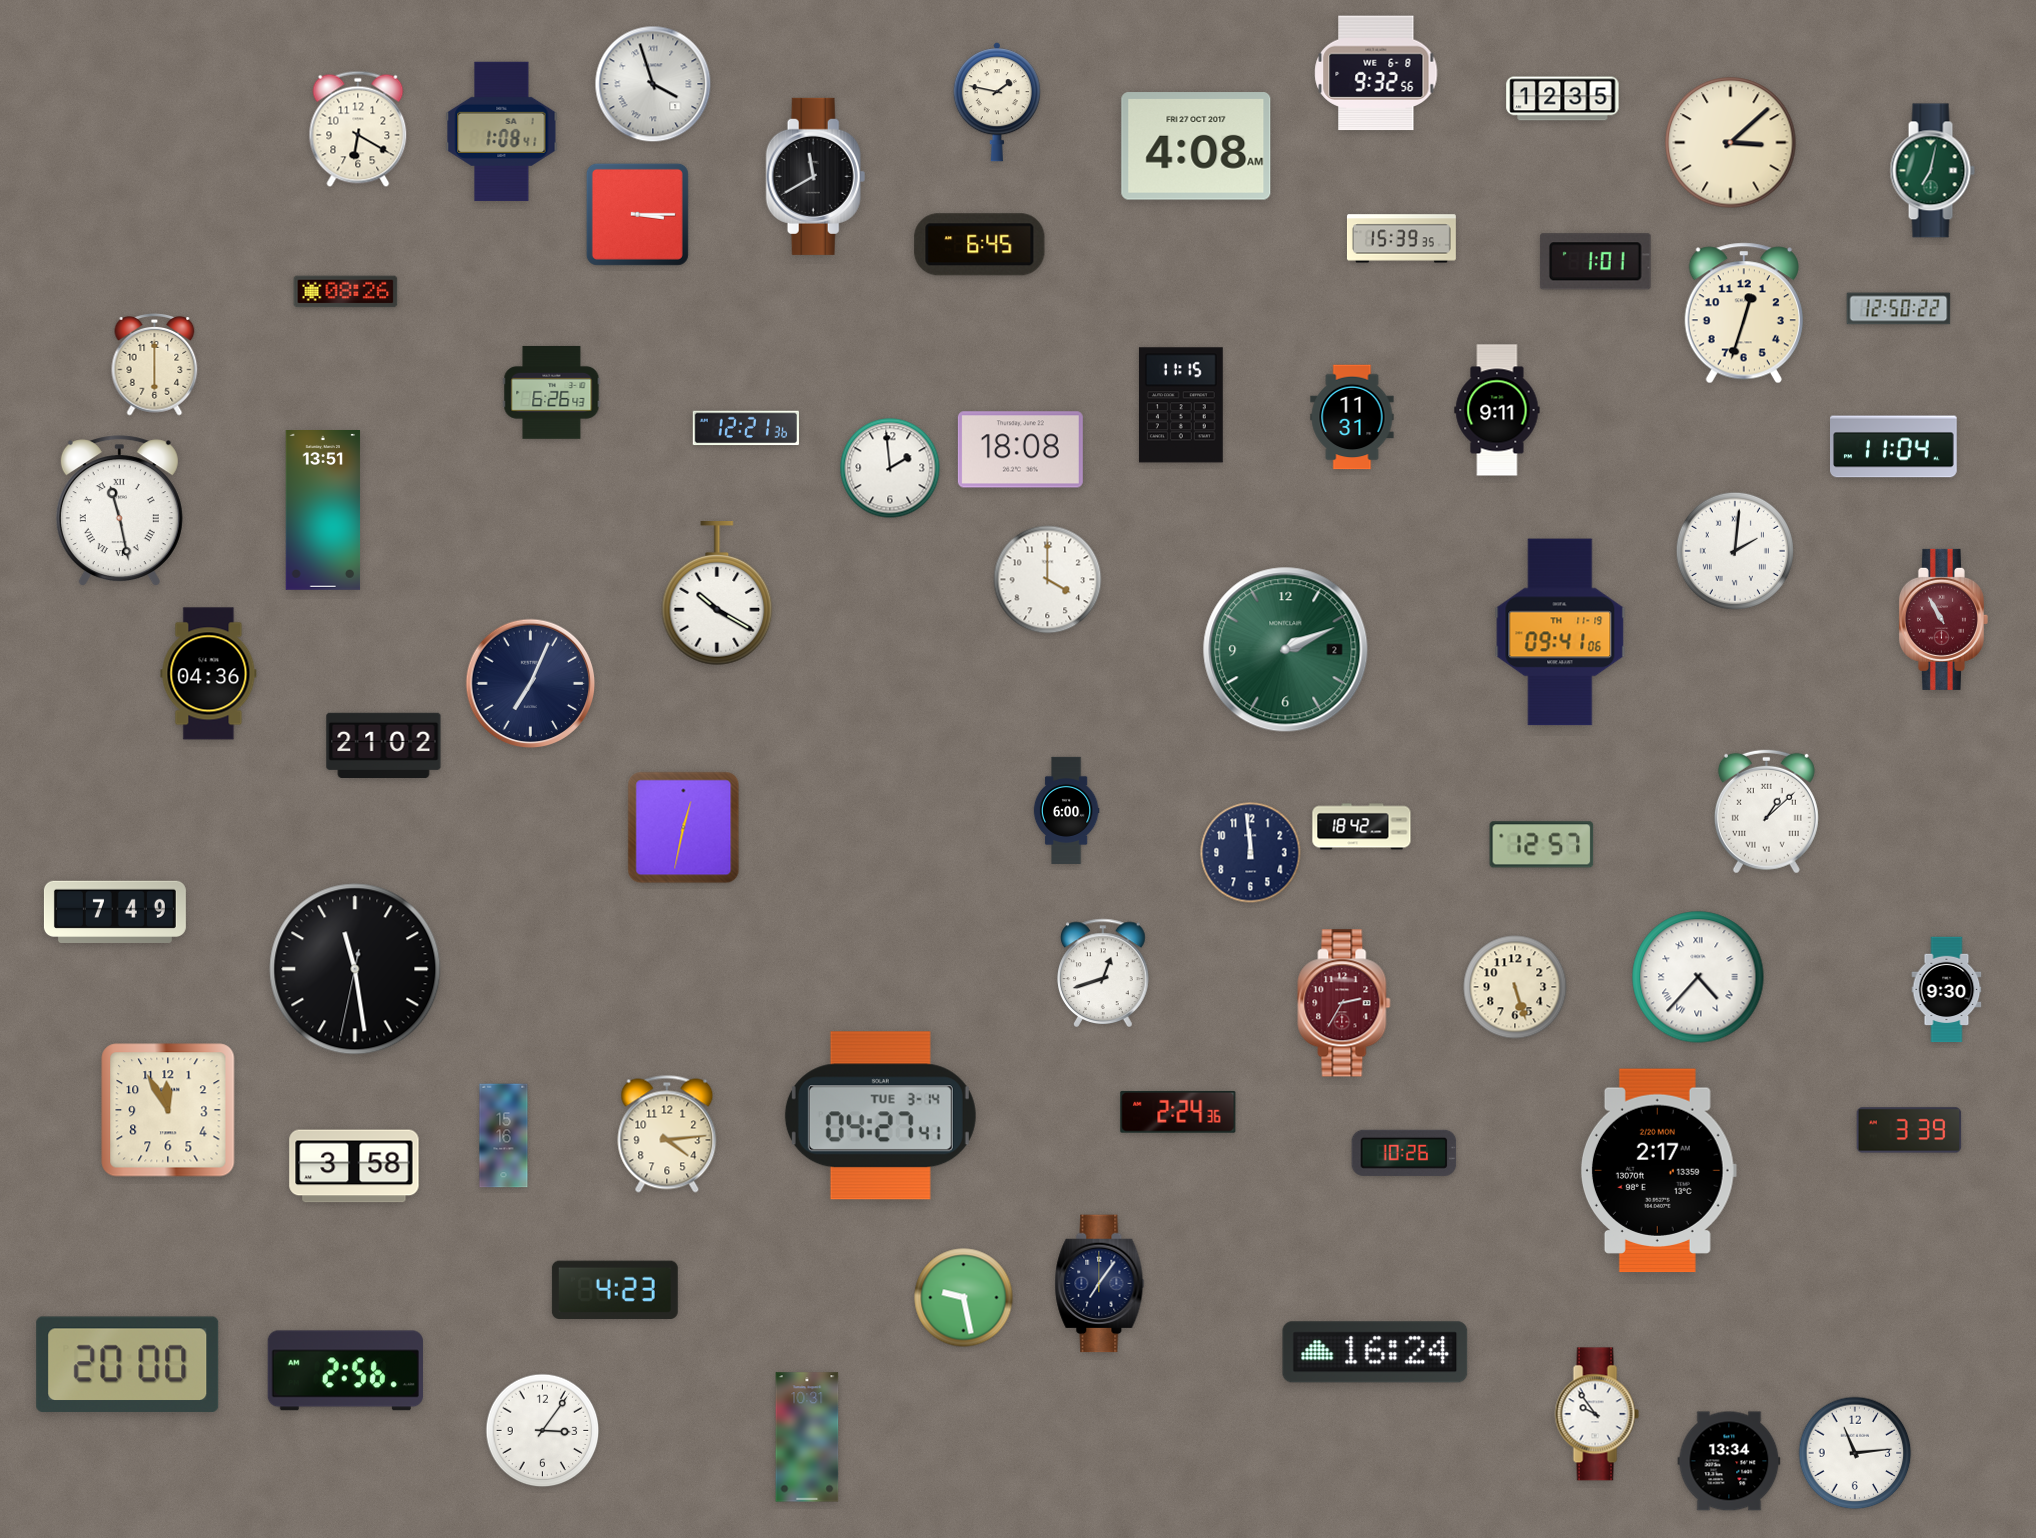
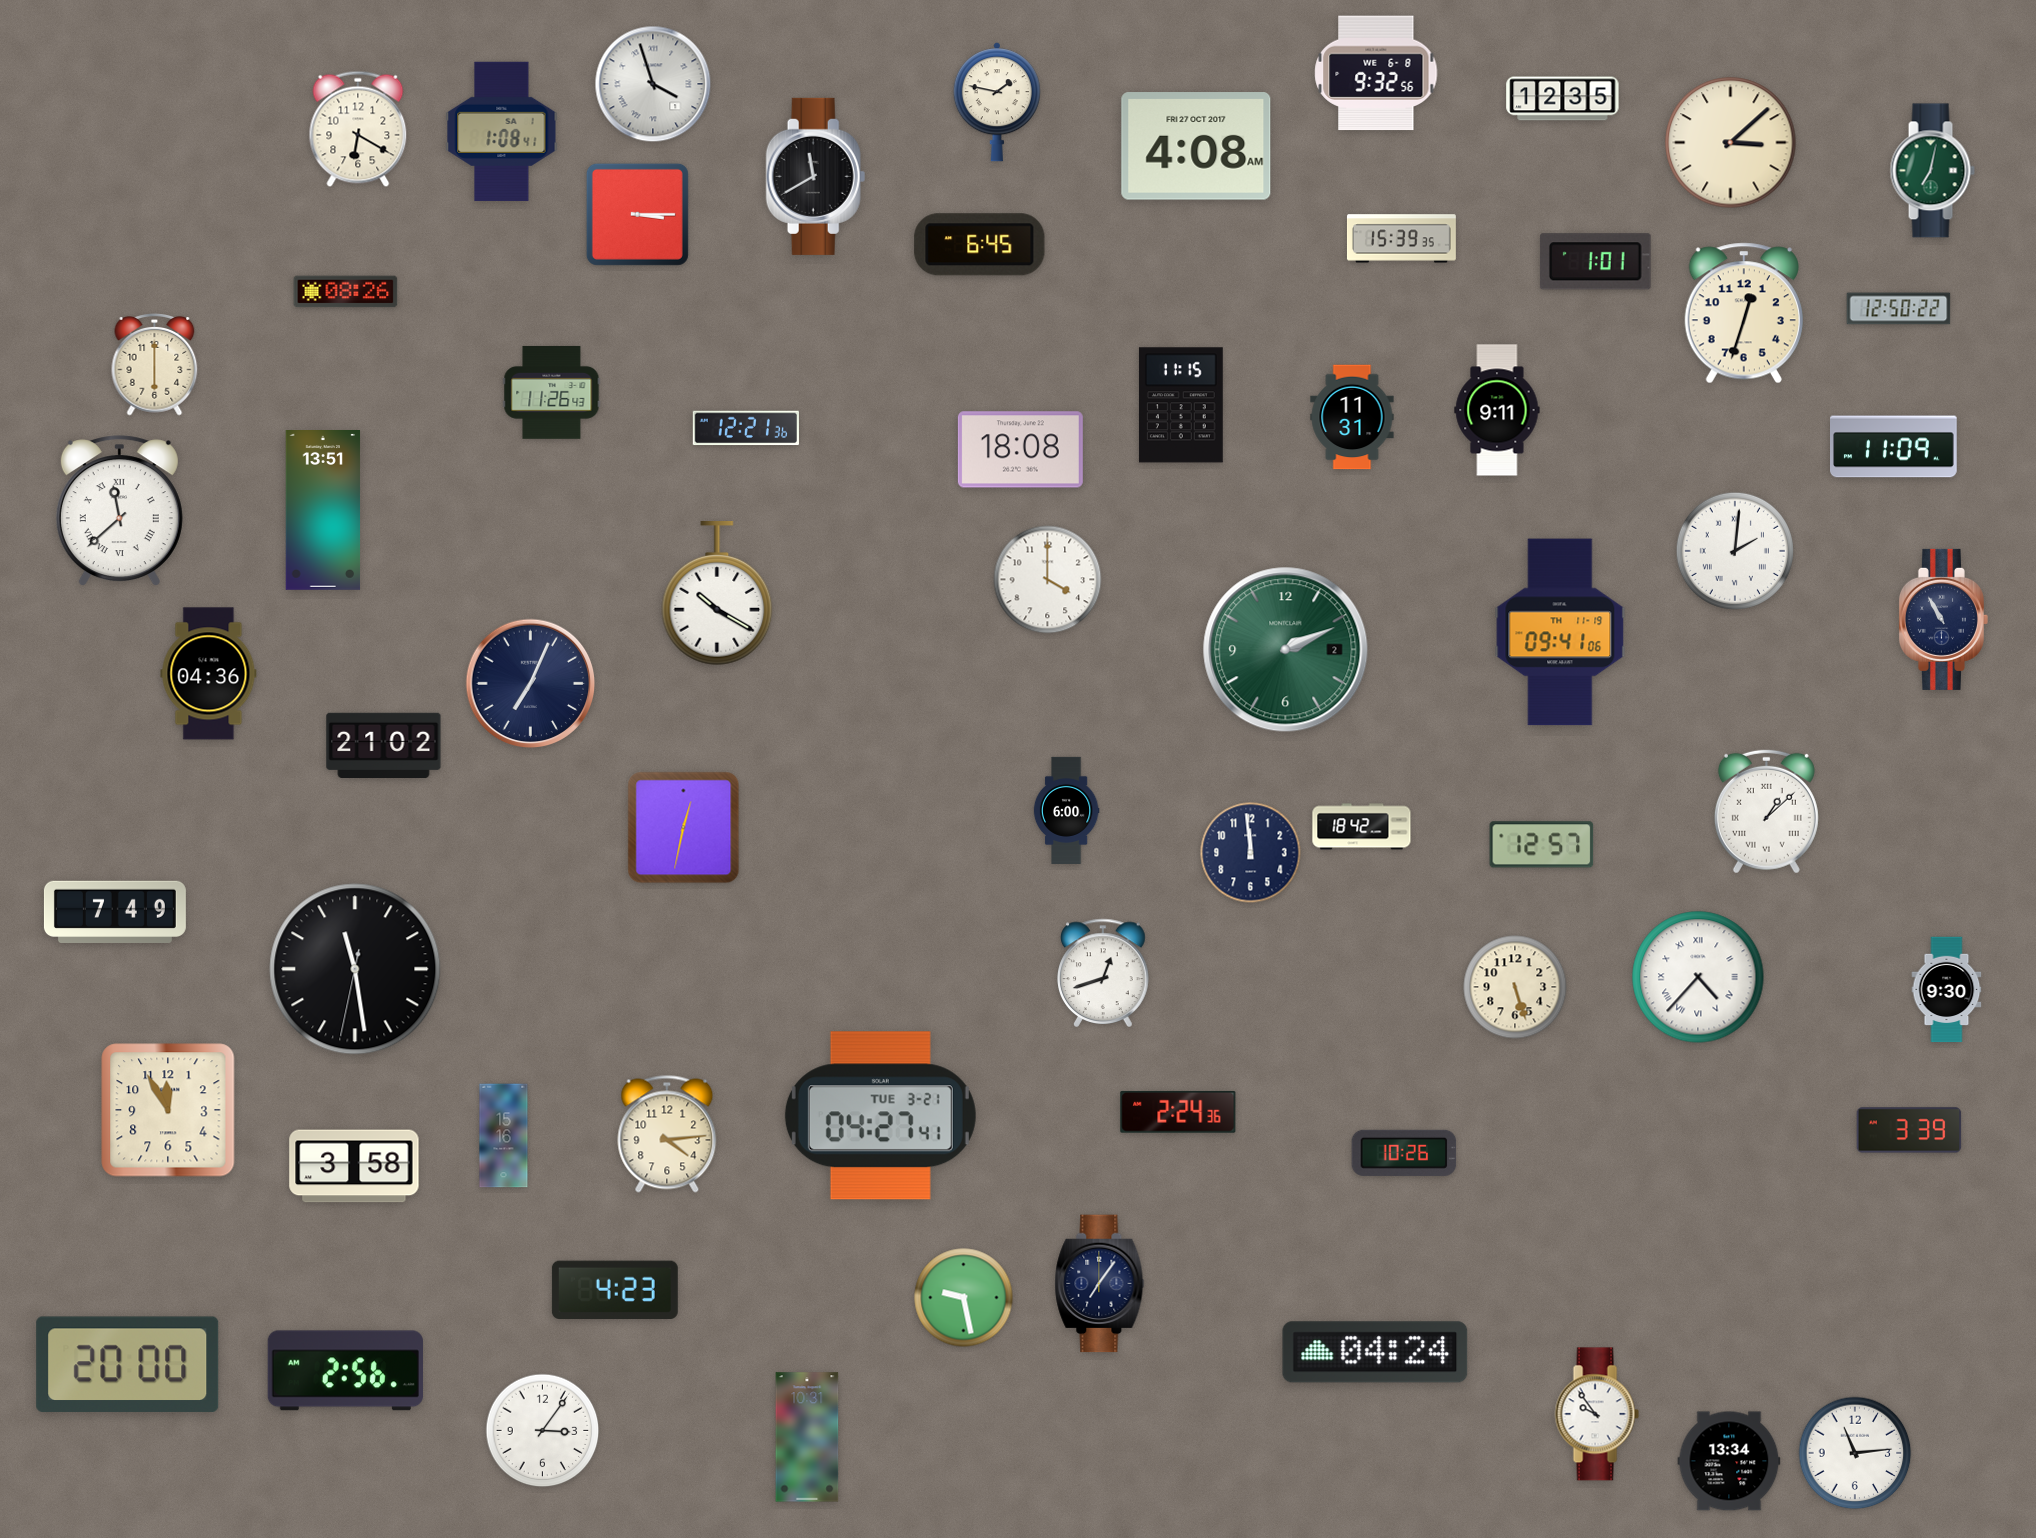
clock at (552, 392): 6:26 -> 11:26
clock at (1894, 447): 11:04 -> 11:09
clock at (890, 468): 1:59 -> none
clock at (119, 511): 11:28 -> 11:38
clock at (1943, 619) dial: burgundy -> navy
clock at (1344, 1003): 2:35 -> none
clock at (880, 1116) date: TUE 3-14 -> TUE 3-21
clock at (1658, 1171): 2:17 -> none
clock at (1375, 1352): 16:24 -> 04:24
